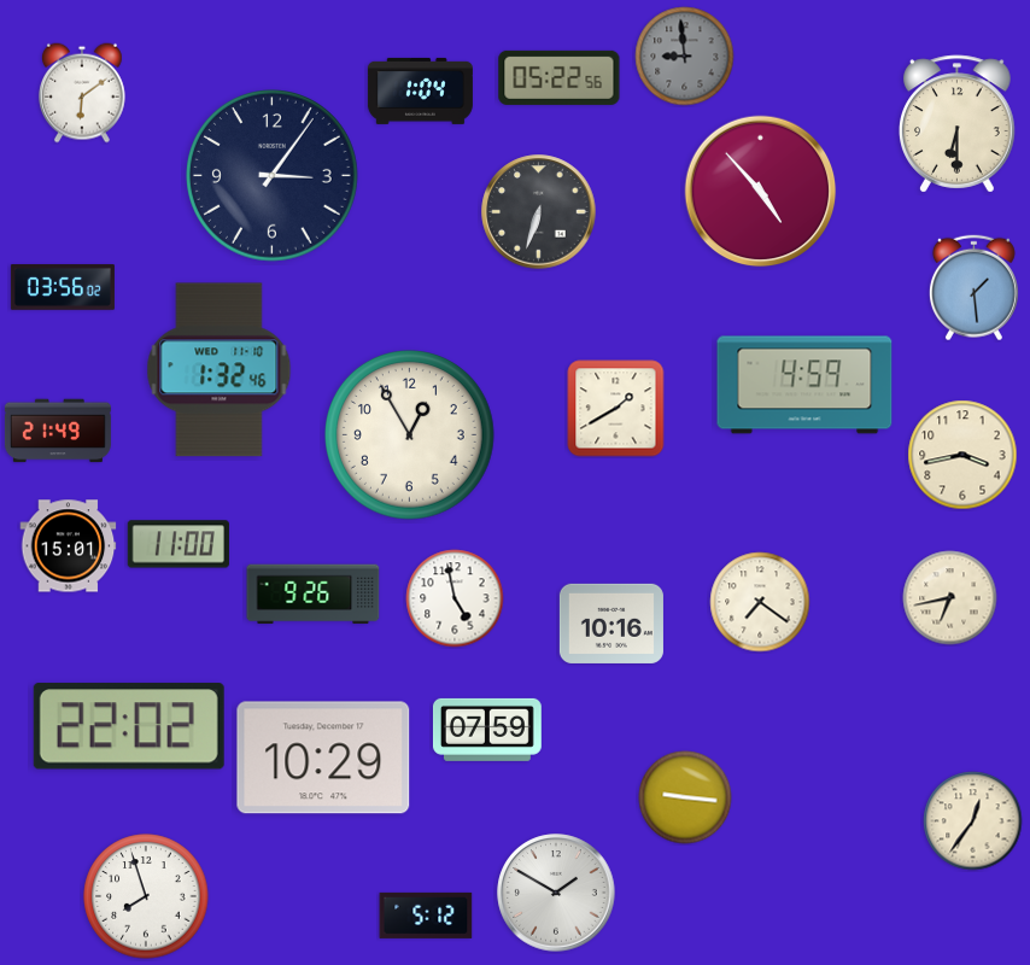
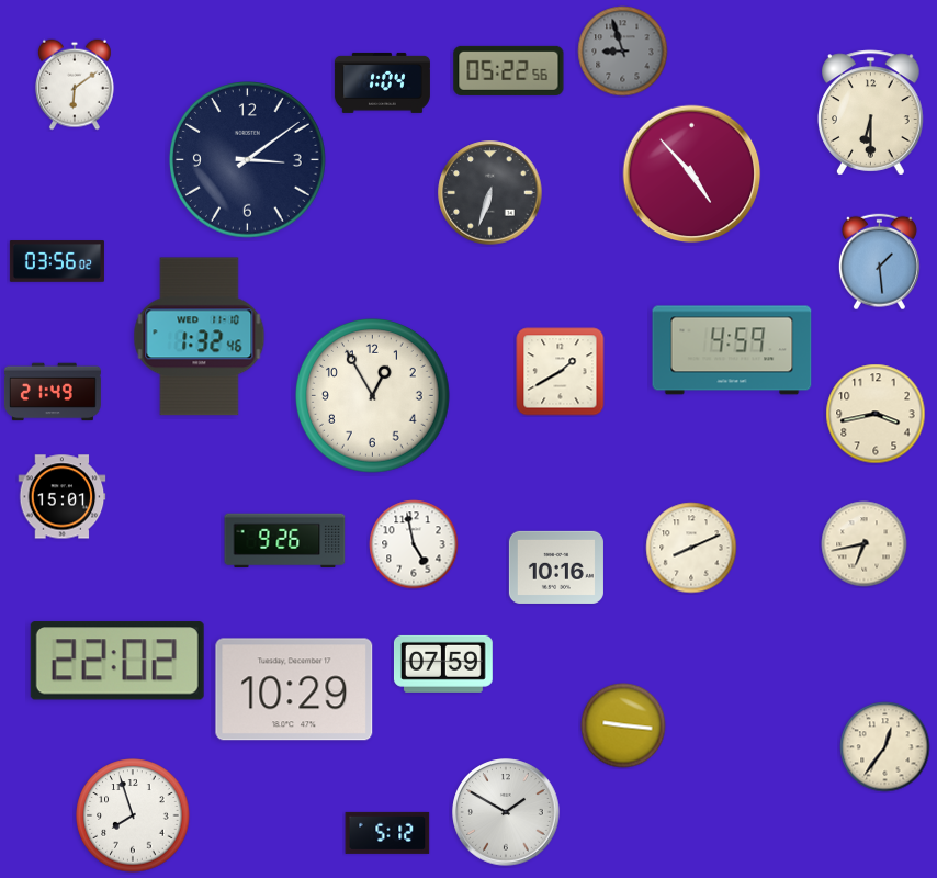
clock at (685, 57): 8:59 -> 8:57
clock at (273, 176): 3:06 -> 3:09
clock at (973, 288) position: (973, 288) -> (879, 262)
clock at (179, 544): 11:00 -> none
clock at (760, 602): 7:21 -> 8:11
